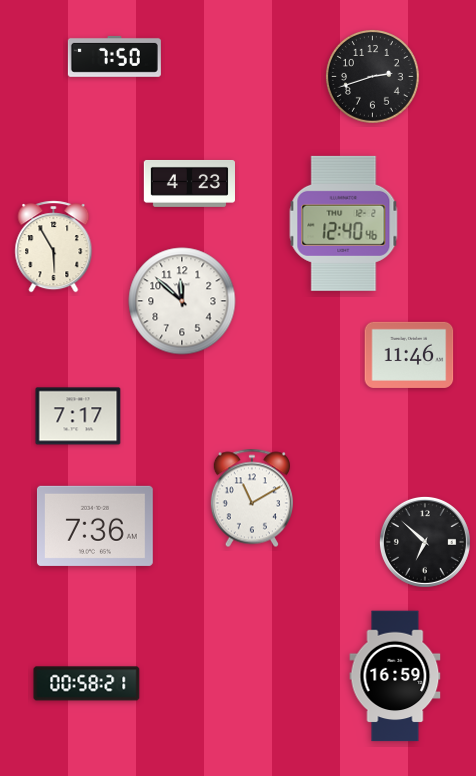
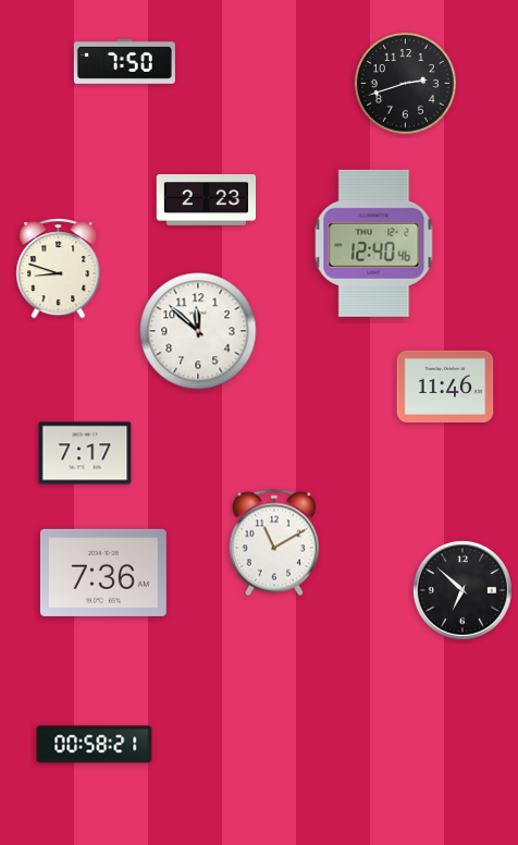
clock at (190, 183): 4:23 -> 2:23
clock at (54, 247): 5:55 -> 8:48
clock at (182, 301) position: (182, 301) -> (198, 331)
clock at (395, 676): 16:59 -> none
